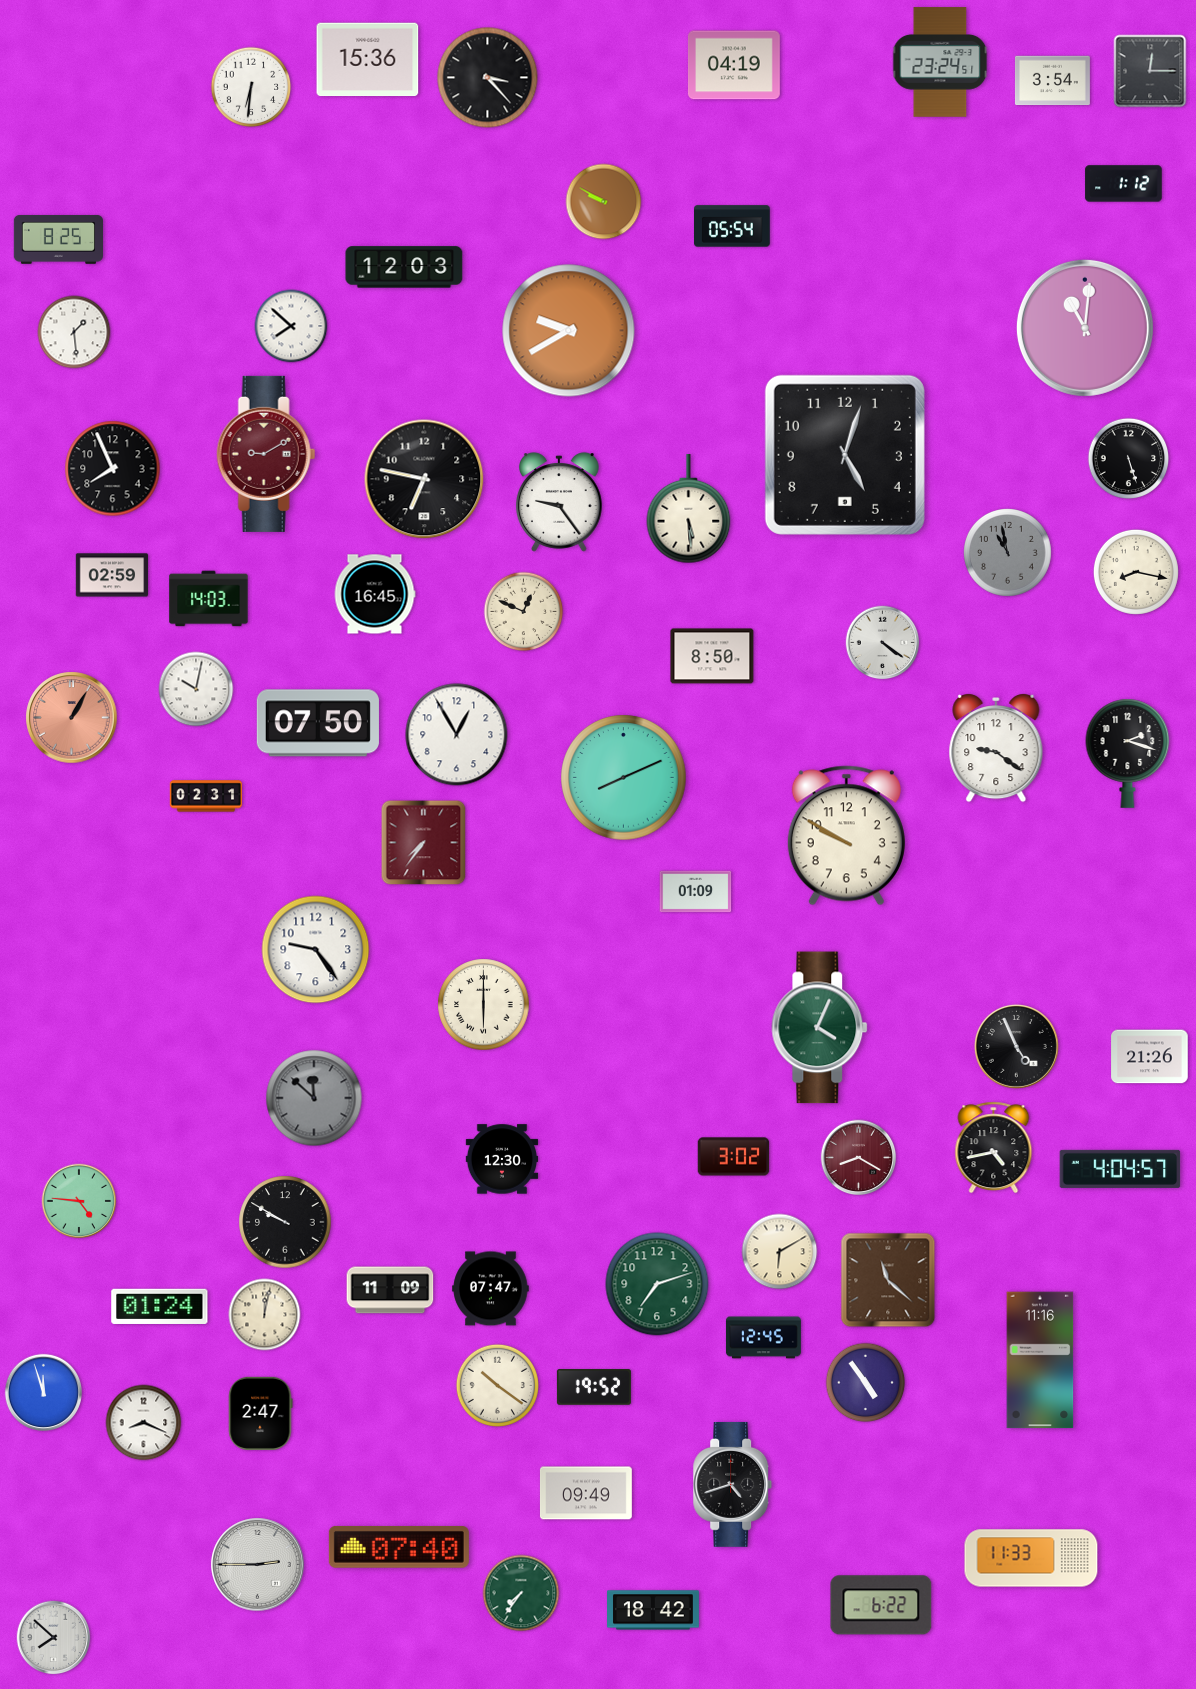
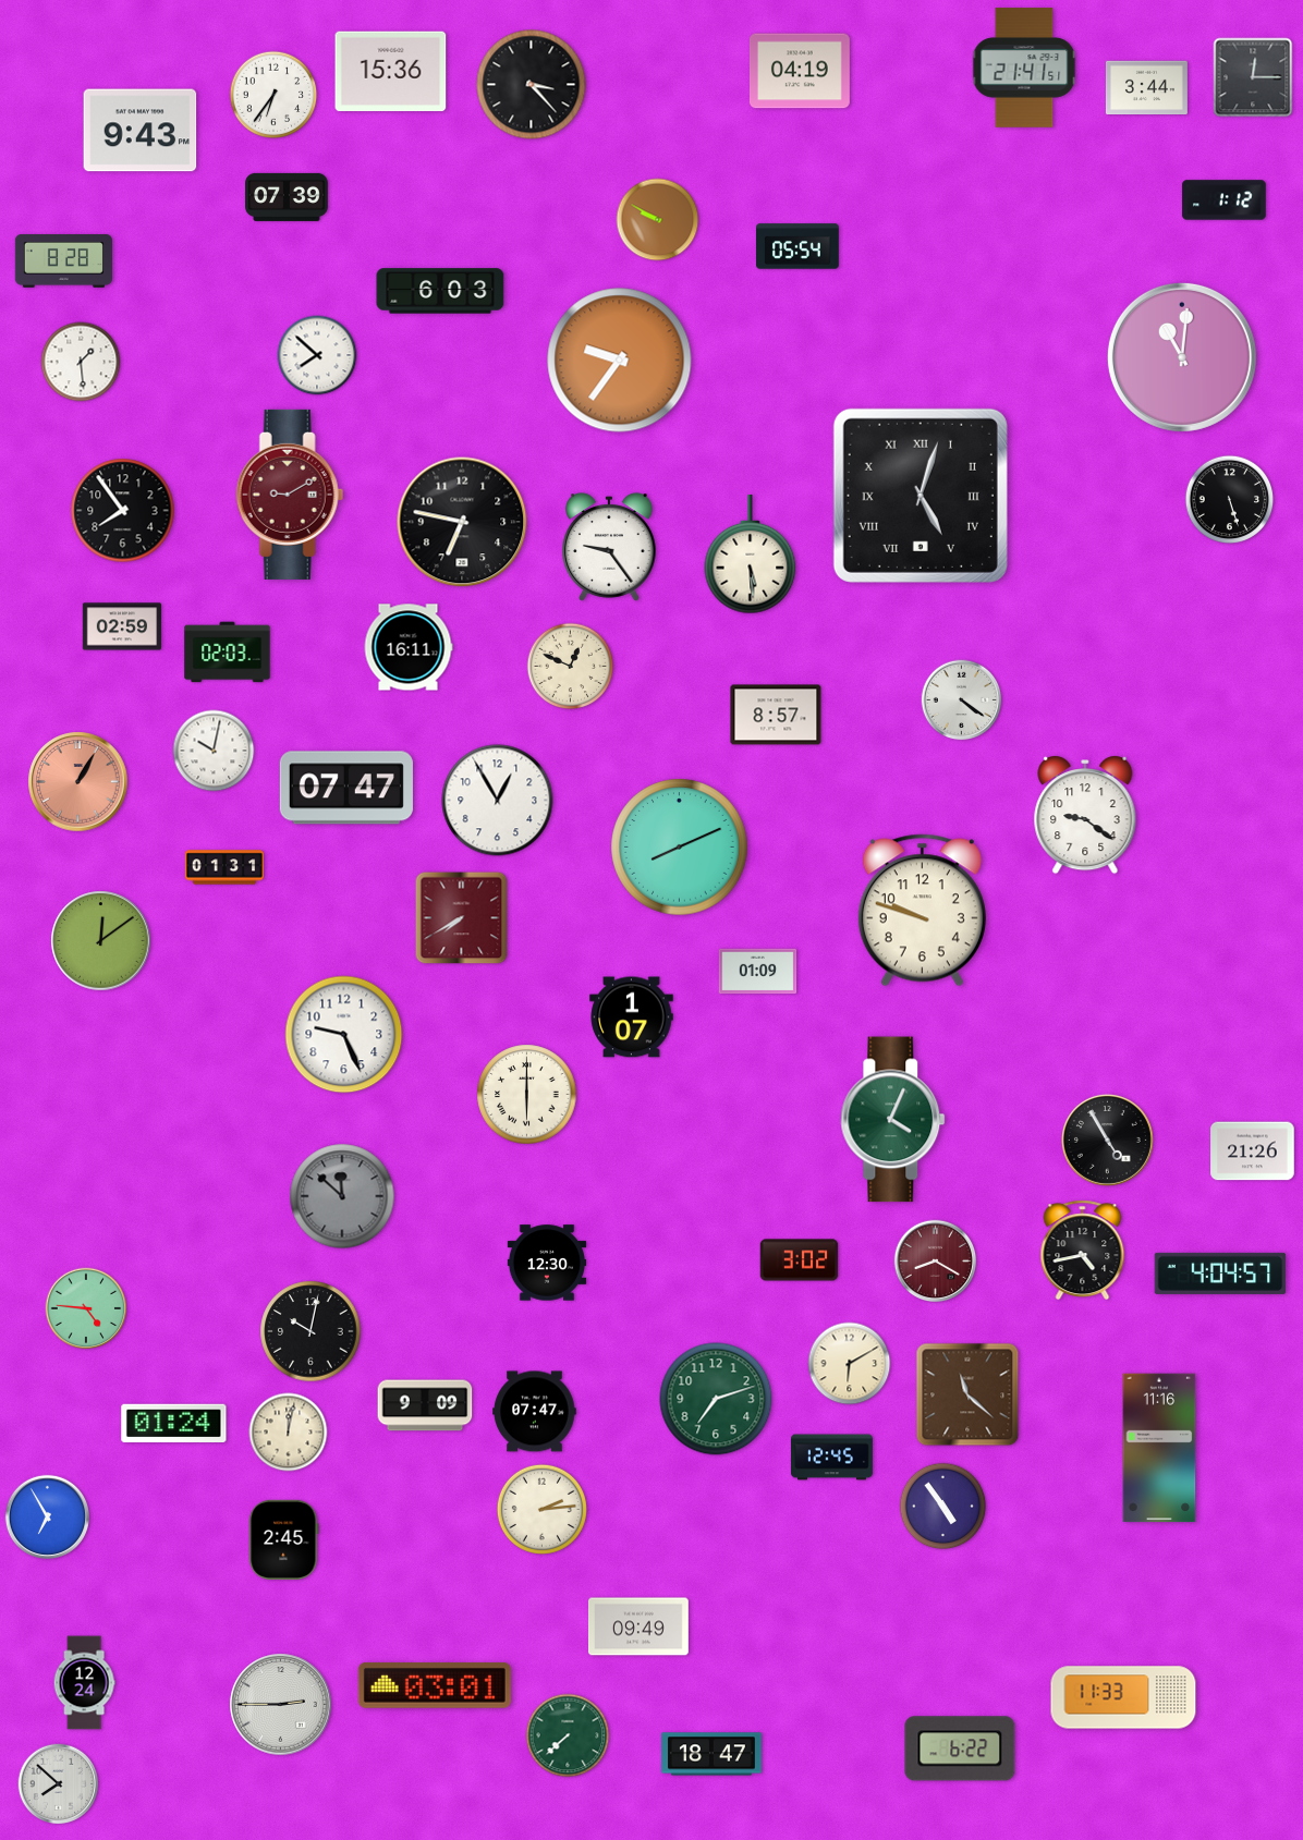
clock at (368, 60) position: (368, 60) -> (391, 72)
clock at (940, 62): 23:24 -> 21:41
clock at (1052, 81): 3:54 -> 3:44
clock at (251, 87): 6:31 -> 6:36
clock at (141, 131): none -> 9:43
clock at (287, 197): none -> 07:39
clock at (58, 240): 8:25 -> 8:28
clock at (404, 267): 12:03 -> 6:03
clock at (569, 331): 9:40 -> 9:36
clock at (845, 455) numerals: Arabic -> Roman
clock at (113, 469): 7:56 -> 7:54
clock at (1008, 553): 10:58 -> none
clock at (1136, 572): 8:17 -> none
clock at (375, 594): 16:45 -> 16:11
clock at (209, 599): 14:03 -> 02:03
clock at (712, 656): 8:50 -> 8:57
clock at (318, 723): 07:50 -> 07:47
clock at (1128, 753): 2:18 -> none
clock at (206, 796): 02:31 -> 01:31
clock at (846, 836): 9:50 -> 9:48
clock at (424, 843): 7:36 -> 7:40
clock at (101, 941): none -> 12:09
clock at (632, 1018): none -> 1:07
clock at (316, 950): 9:24 -> 9:26
clock at (1016, 1046): 4:56 -> 4:55
clock at (285, 1222): 9:50 -> 10:02
clock at (491, 1289) position: (491, 1289) -> (535, 1412)
clock at (390, 1290): 11:09 -> 9:09
clock at (1040, 1360) position: (1040, 1360) -> (1159, 1448)
clock at (497, 1385): 10:21 -> 2:14
clock at (594, 1387): 19:52 -> none
clock at (43, 1392): 11:57 -> 6:55
clock at (261, 1413): 2:47 -> 2:45
clock at (144, 1423): 8:19 -> none
clock at (733, 1484): 4:42 -> none
clock at (84, 1683): none -> 12:24
clock at (399, 1547): 07:40 -> 03:01
clock at (521, 1593): 7:36 -> 7:38
clock at (654, 1610): 18:42 -> 18:47
